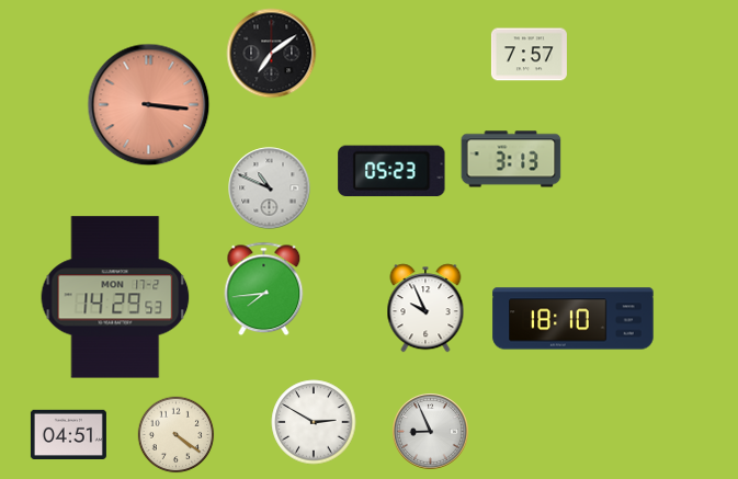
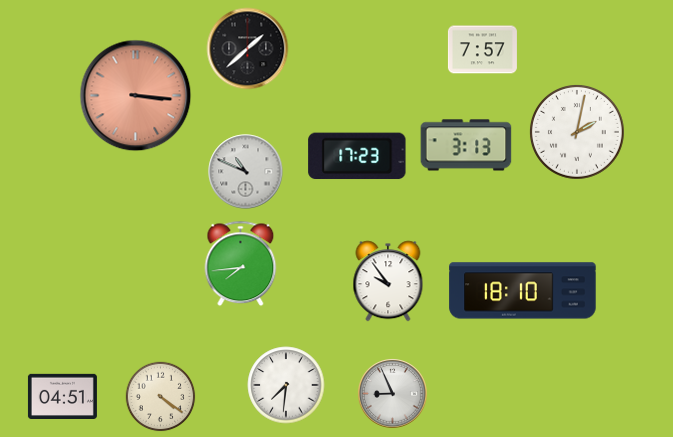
clock at (272, 54): 7:09 -> 1:38
clock at (578, 133): none -> 2:02
clock at (391, 171): 05:23 -> 17:23
clock at (115, 297): 14:29 -> none
clock at (425, 308): 9:56 -> 9:54
clock at (314, 422): 2:50 -> 7:31
